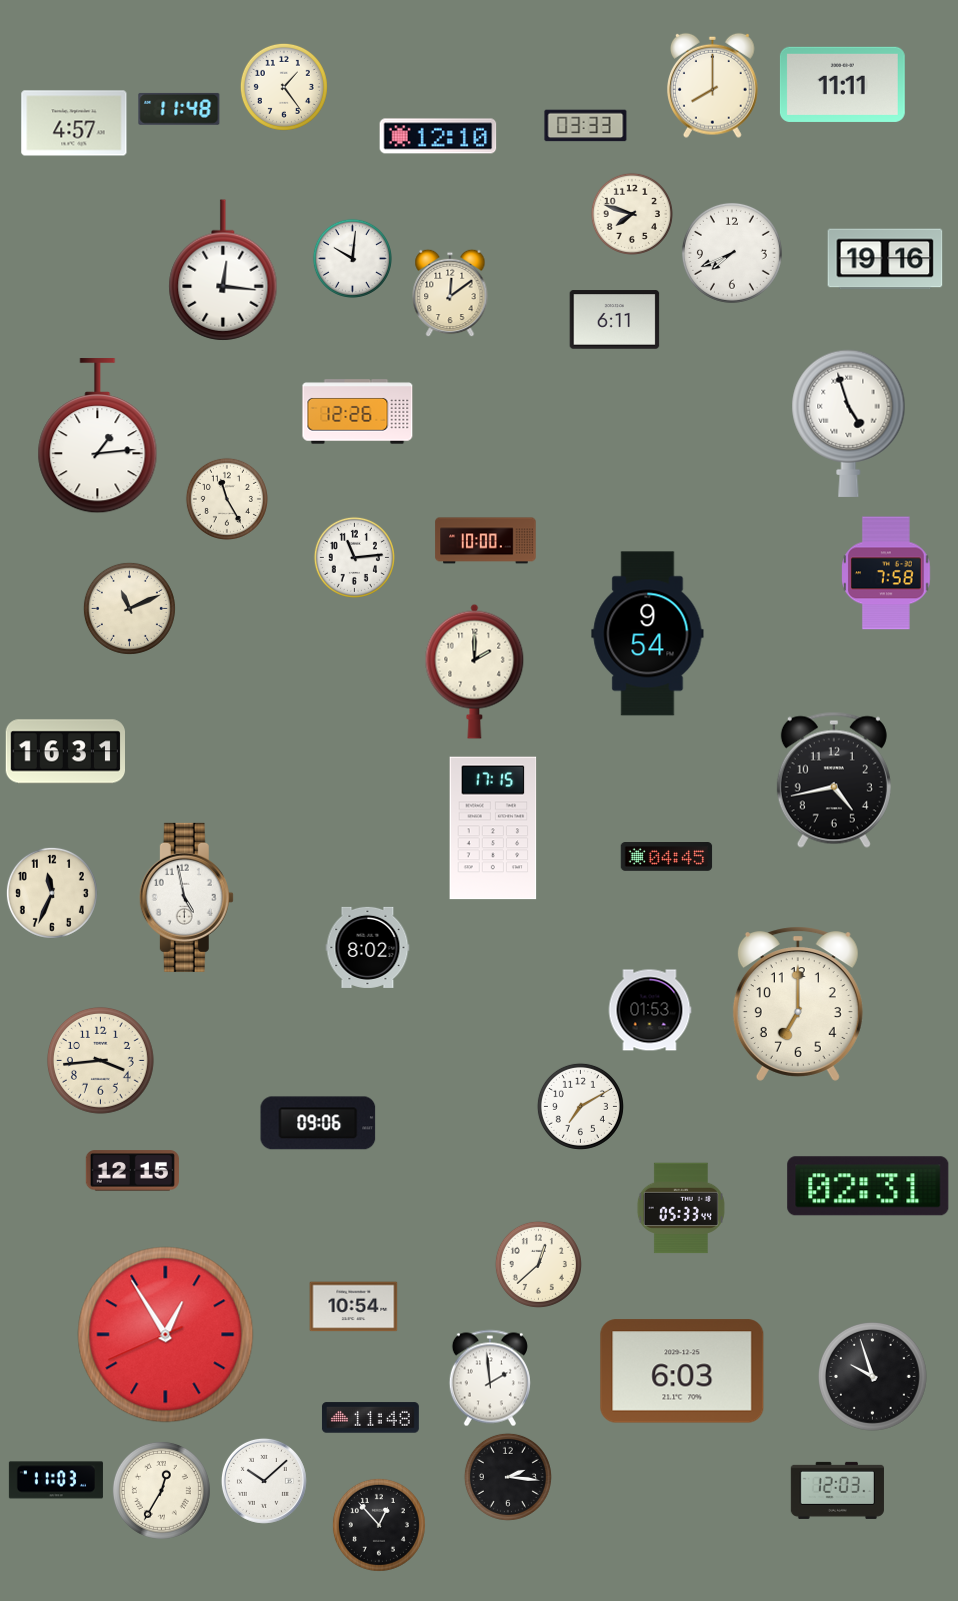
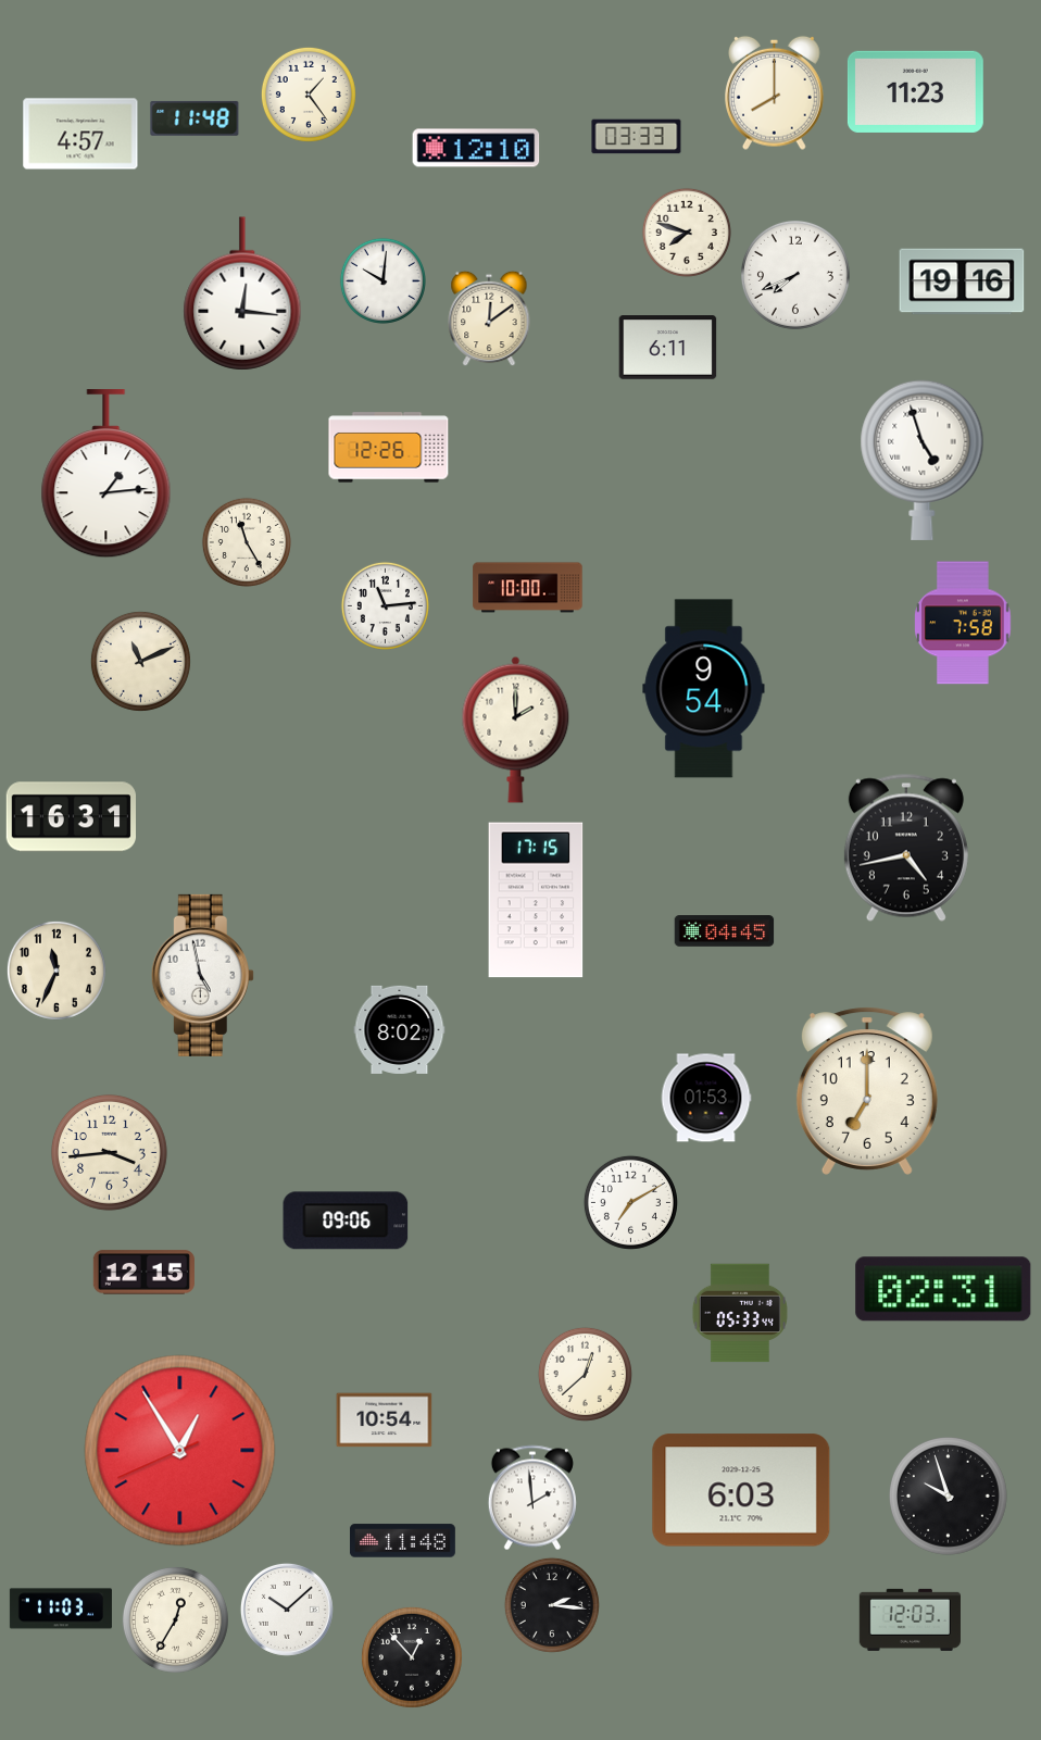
clock at (842, 84): 11:11 -> 11:23
